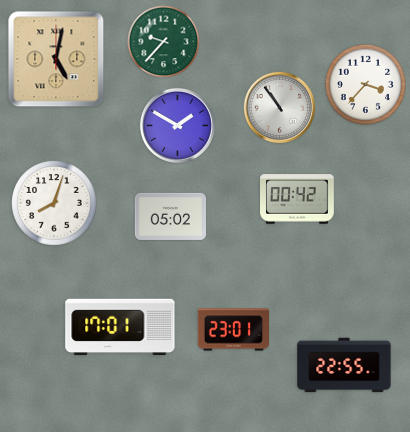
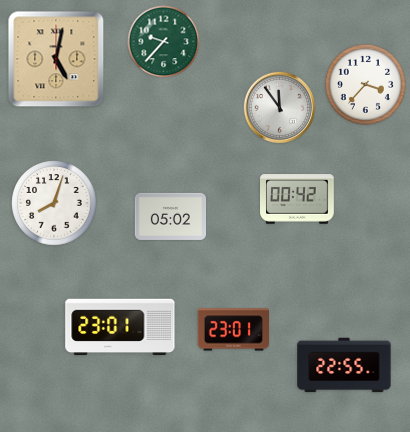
clock at (279, 107): 10:54 -> 11:54
clock at (177, 125): 1:50 -> none
clock at (120, 327): 17:01 -> 23:01
